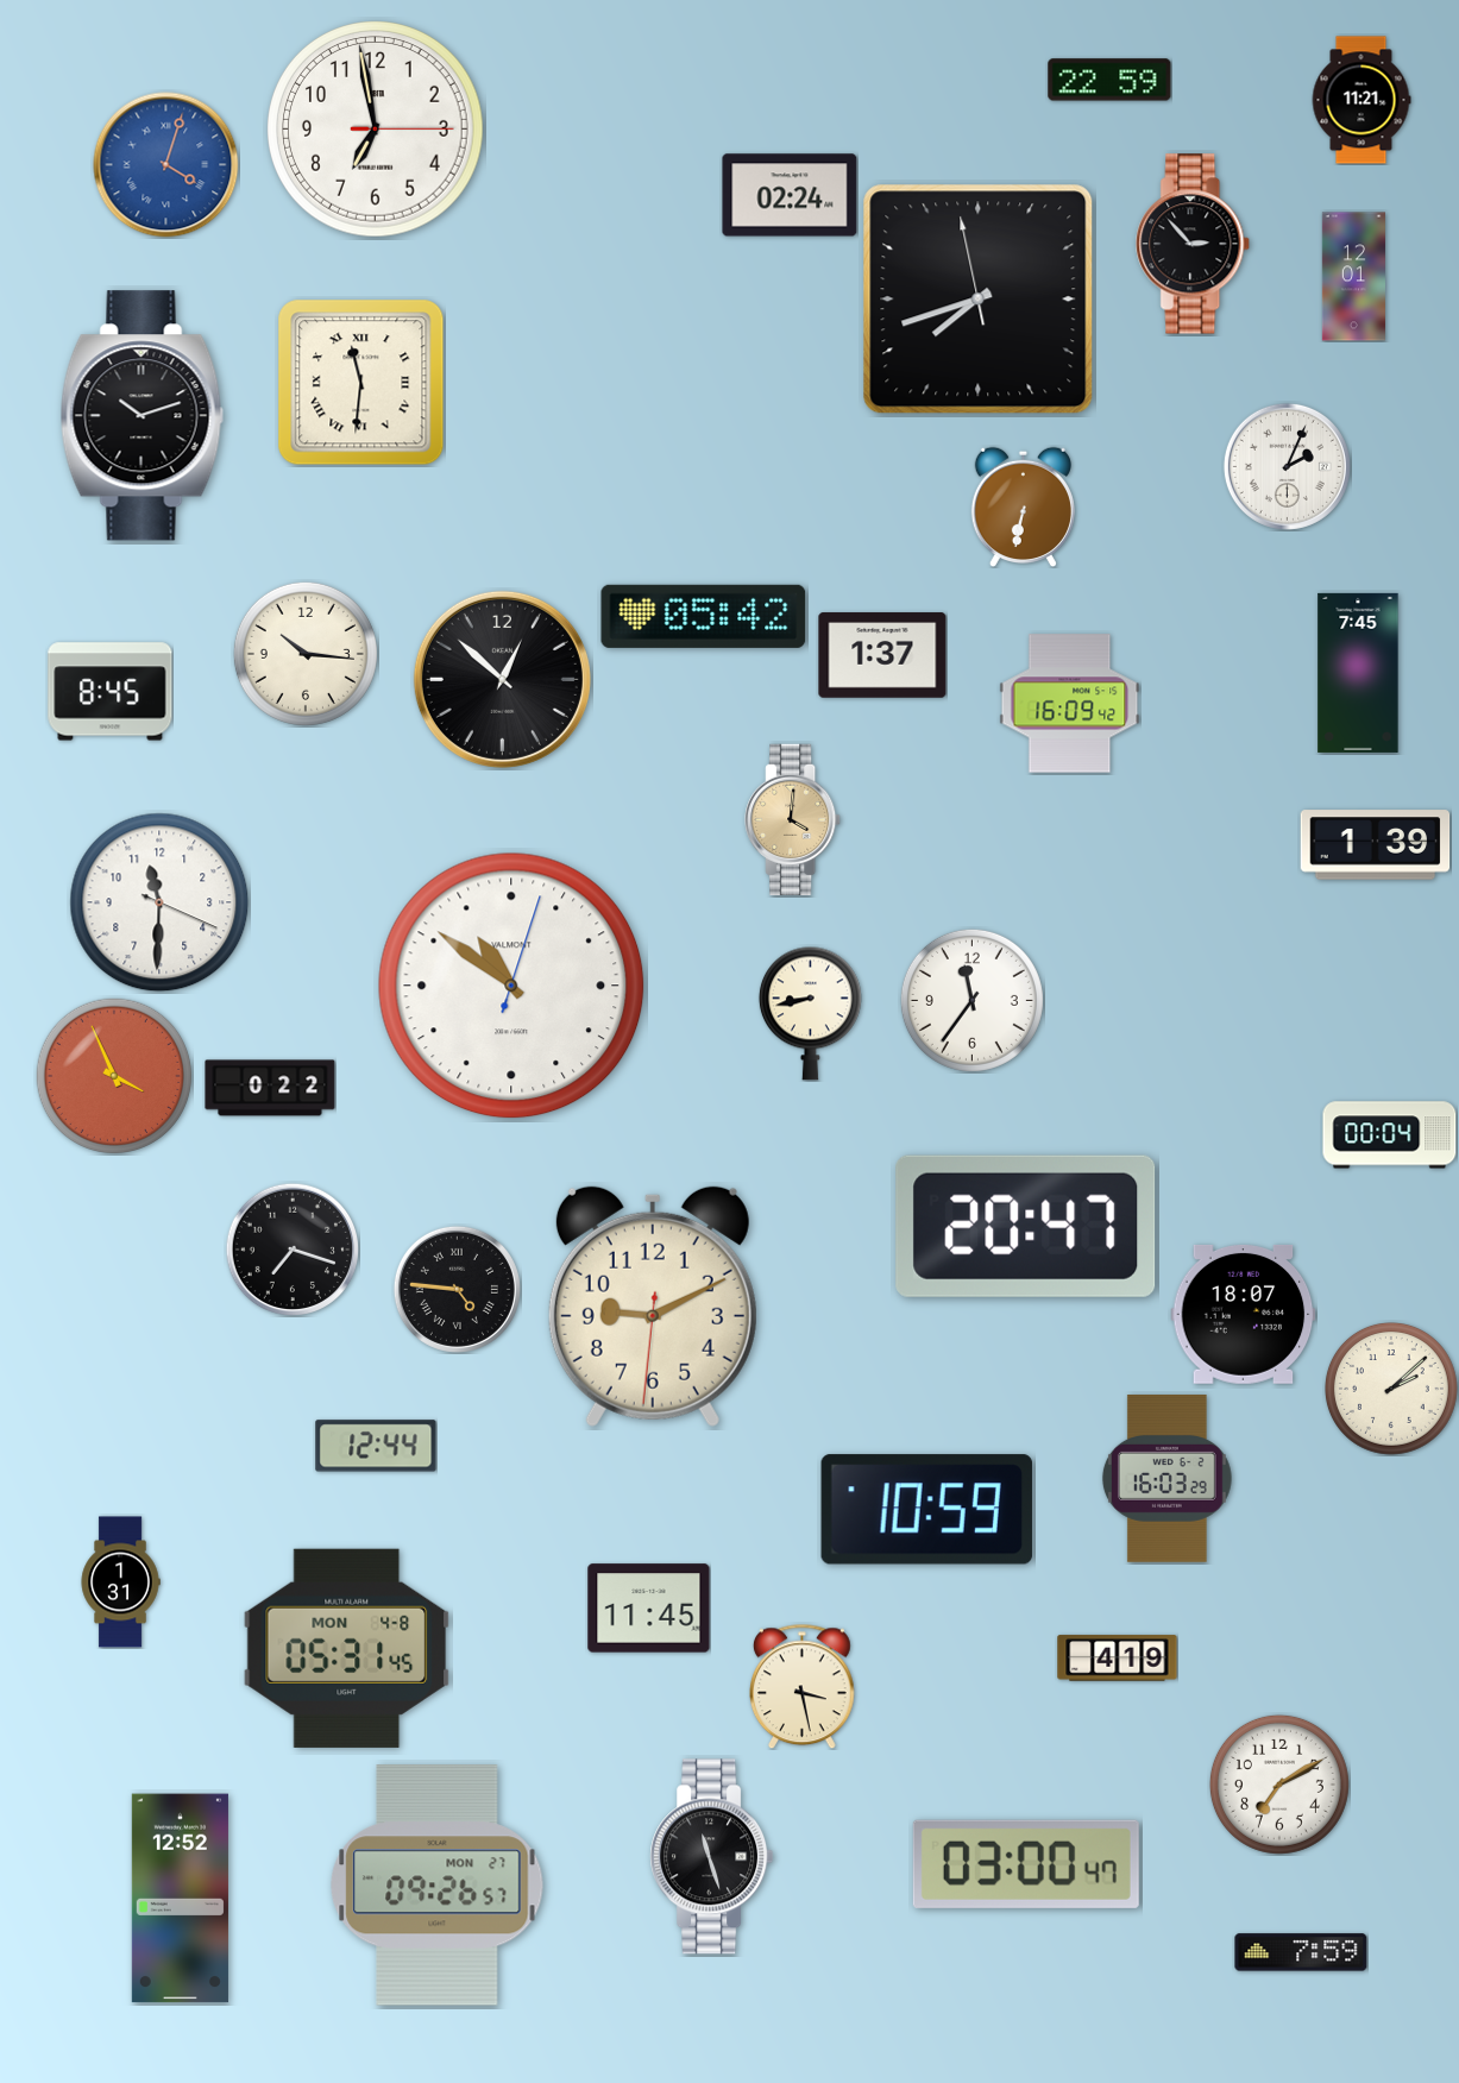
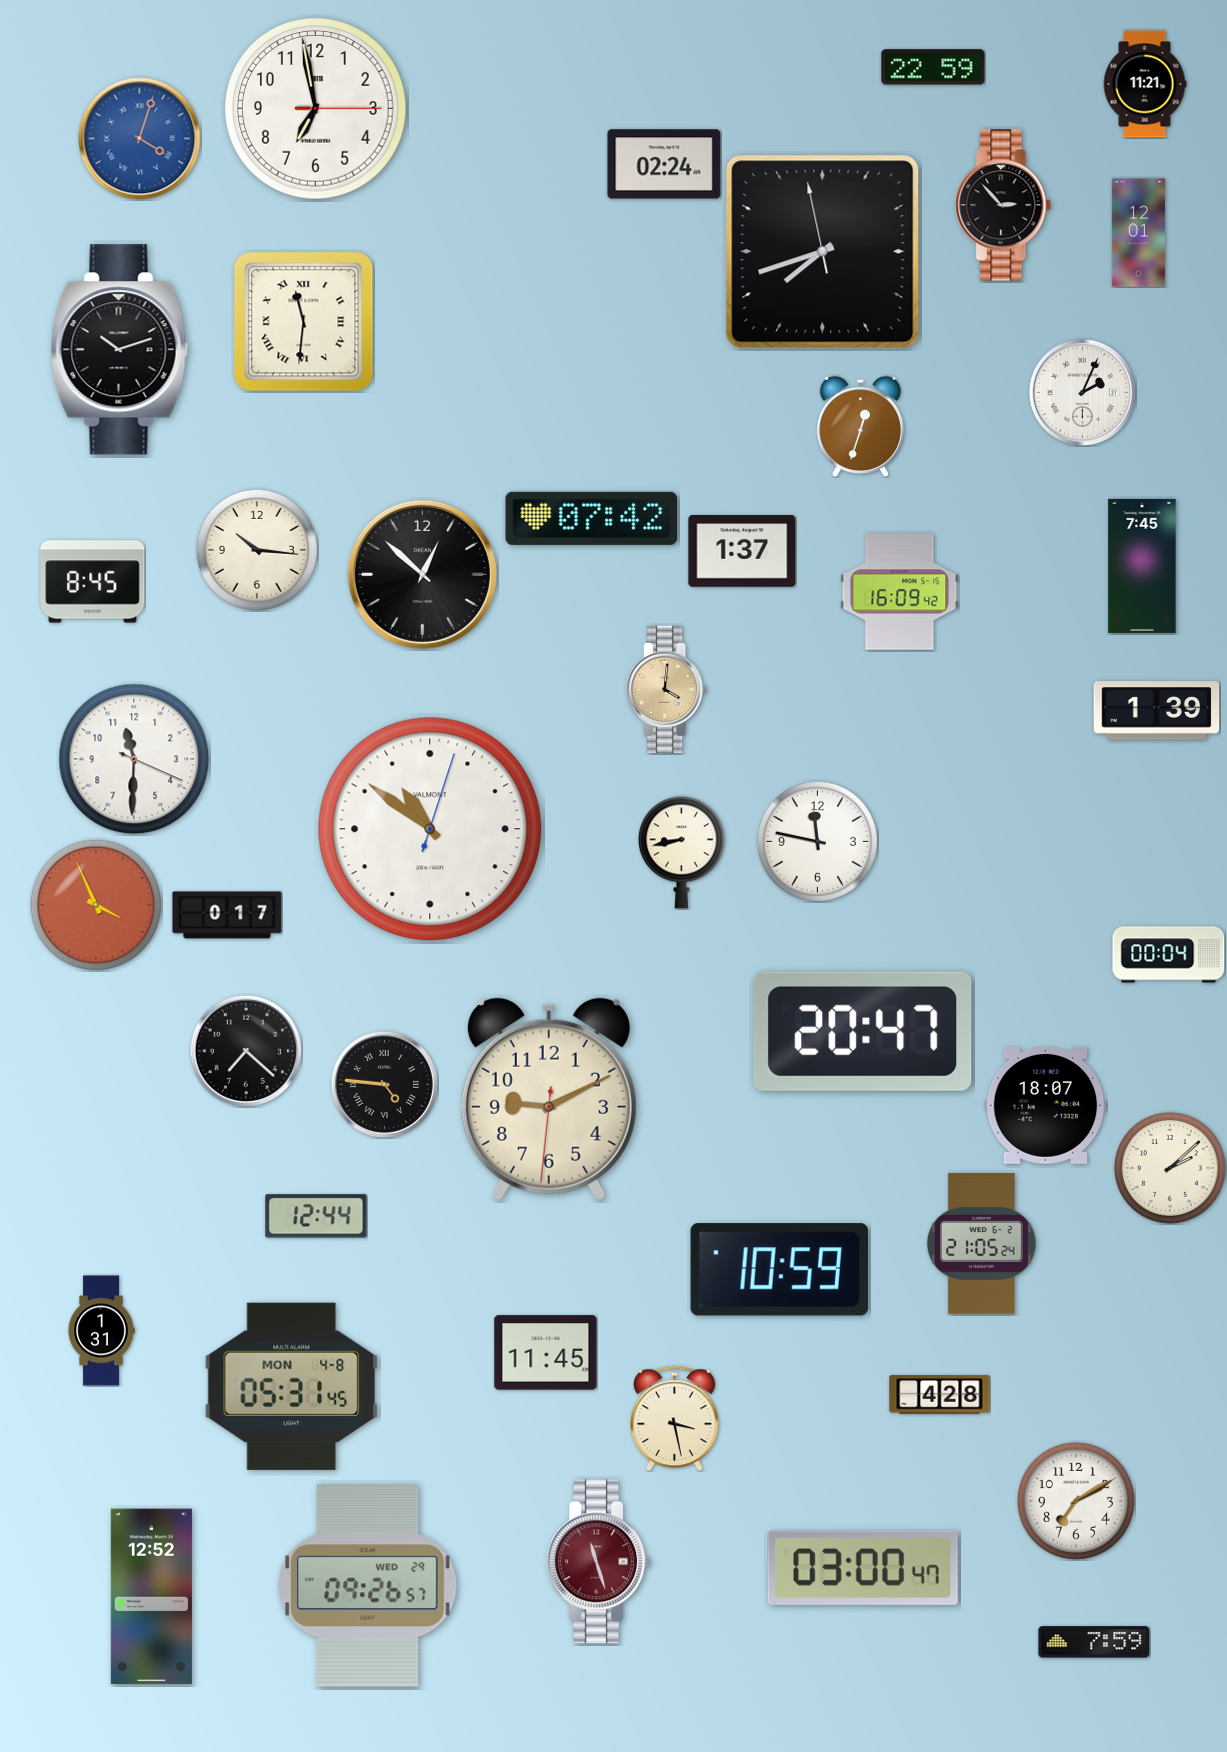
clock at (1023, 506): 6:32 -> 12:33
clock at (704, 616): 05:42 -> 07:42
clock at (502, 679) position: (502, 679) -> (422, 574)
clock at (971, 1000): 11:36 -> 11:47
clock at (270, 1088): 0:22 -> 0:17
clock at (291, 1248): 7:18 -> 7:22
clock at (1166, 1478): 16:03 -> 21:05
clock at (1118, 1659): 4:19 -> 4:28
clock at (712, 1857) dial: black -> burgundy
clock at (438, 1886) date: MON 27 -> WED 29
